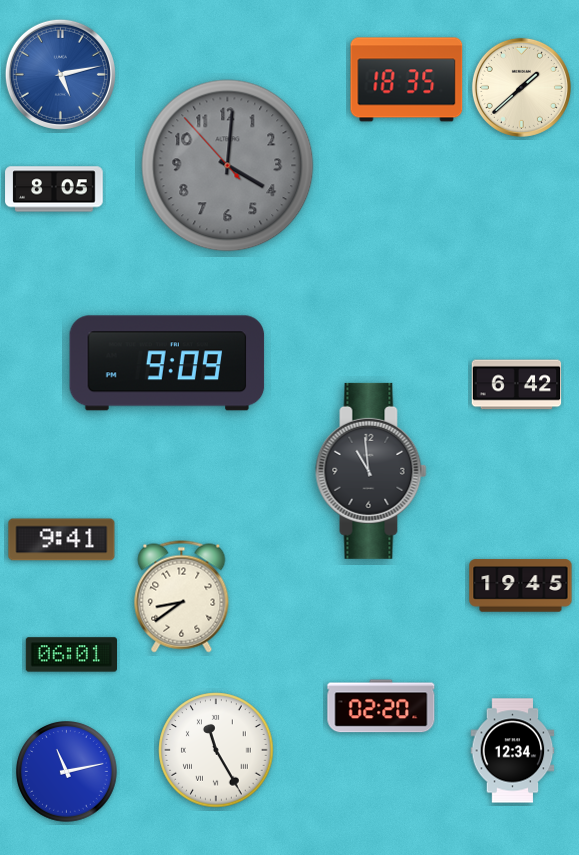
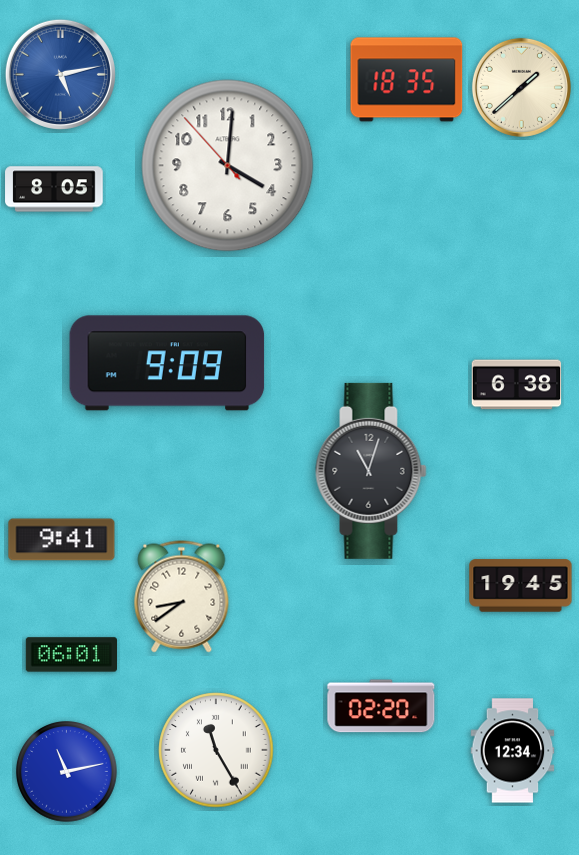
clock at (228, 166) dial: grey -> white
clock at (517, 385): 6:42 -> 6:38
clock at (371, 471): 10:59 -> 11:03
